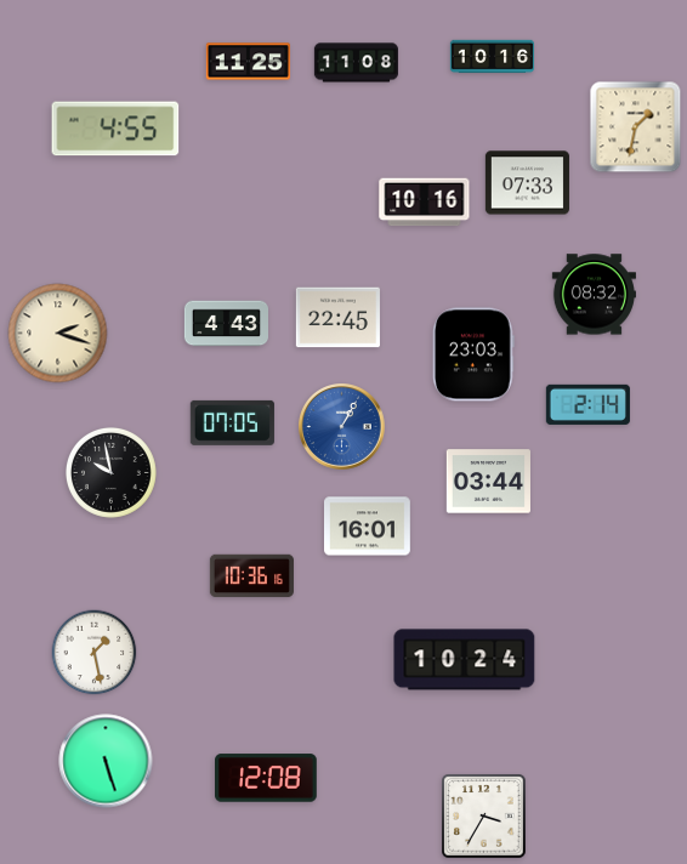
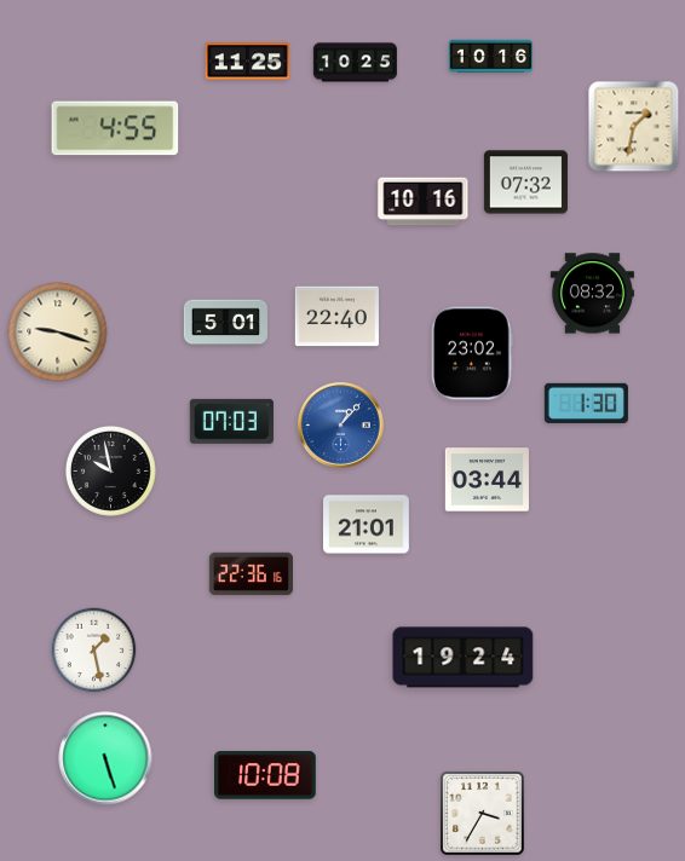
clock at (356, 63): 11:08 -> 10:25
clock at (527, 183): 07:33 -> 07:32
clock at (337, 318): 22:45 -> 22:40
clock at (226, 324): 4:43 -> 5:01
clock at (58, 334): 2:18 -> 9:18
clock at (473, 354): 23:03 -> 23:02
clock at (587, 404): 2:14 -> 1:30
clock at (232, 422): 07:05 -> 07:03
clock at (342, 427): 1:05 -> 1:07
clock at (368, 527): 16:01 -> 21:01
clock at (251, 576): 10:36 -> 22:36
clock at (465, 660): 10:24 -> 19:24
clock at (267, 778): 12:08 -> 10:08
